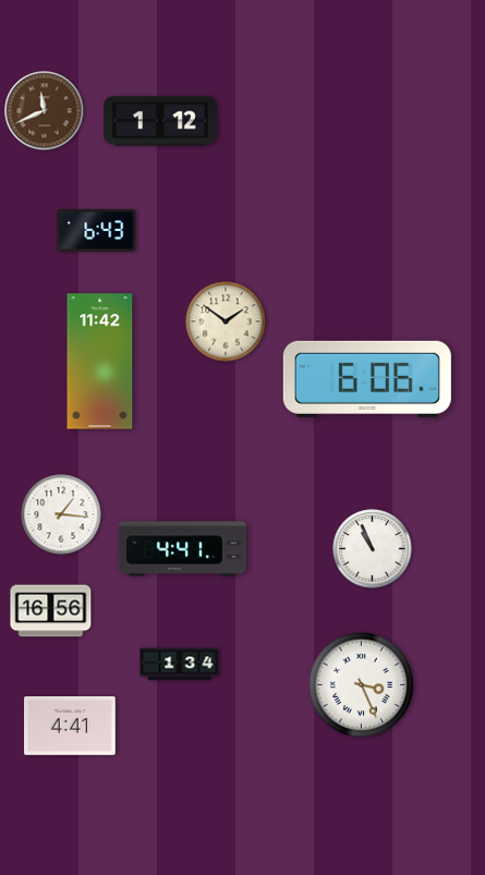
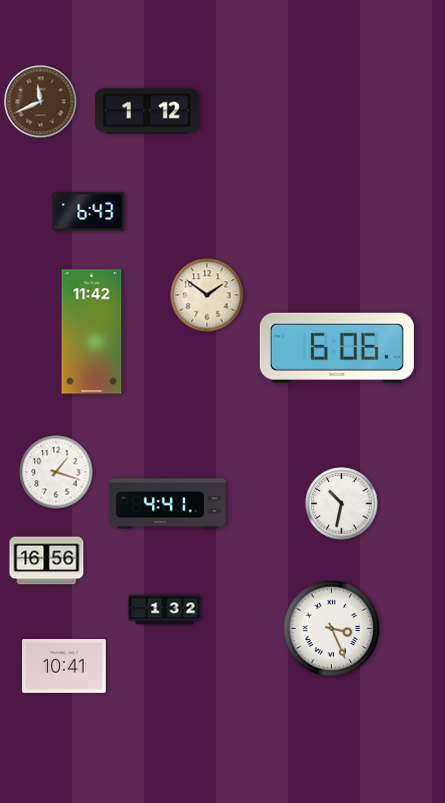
clock at (61, 514): 1:16 -> 1:18
clock at (373, 549): 10:56 -> 10:32
clock at (180, 665): 1:34 -> 1:32
clock at (70, 727): 4:41 -> 10:41
